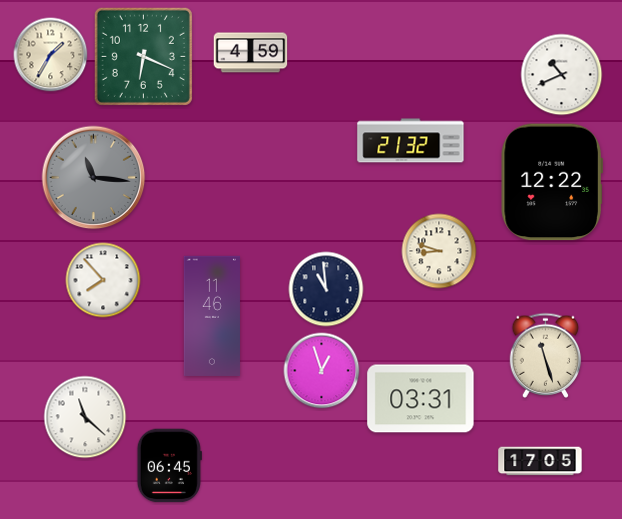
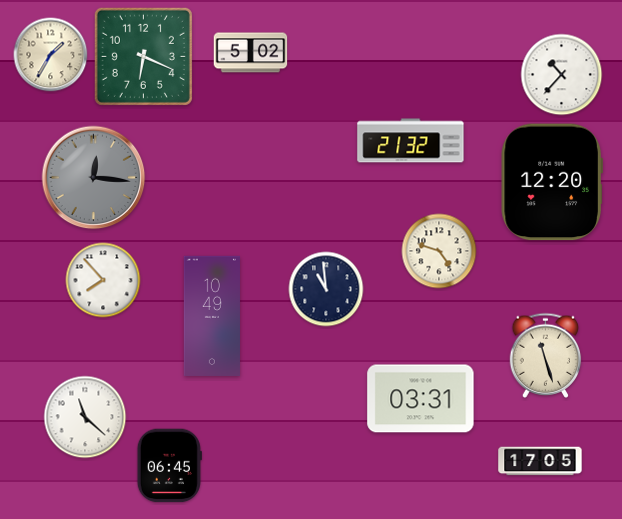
clock at (251, 53): 4:59 -> 5:02
clock at (562, 75): 10:41 -> 10:37
clock at (94, 178): 11:16 -> 12:16
clock at (552, 182): 12:22 -> 12:20
clock at (439, 251): 8:48 -> 4:48
clock at (212, 316): 11:46 -> 10:49
clock at (322, 371): 12:57 -> none
